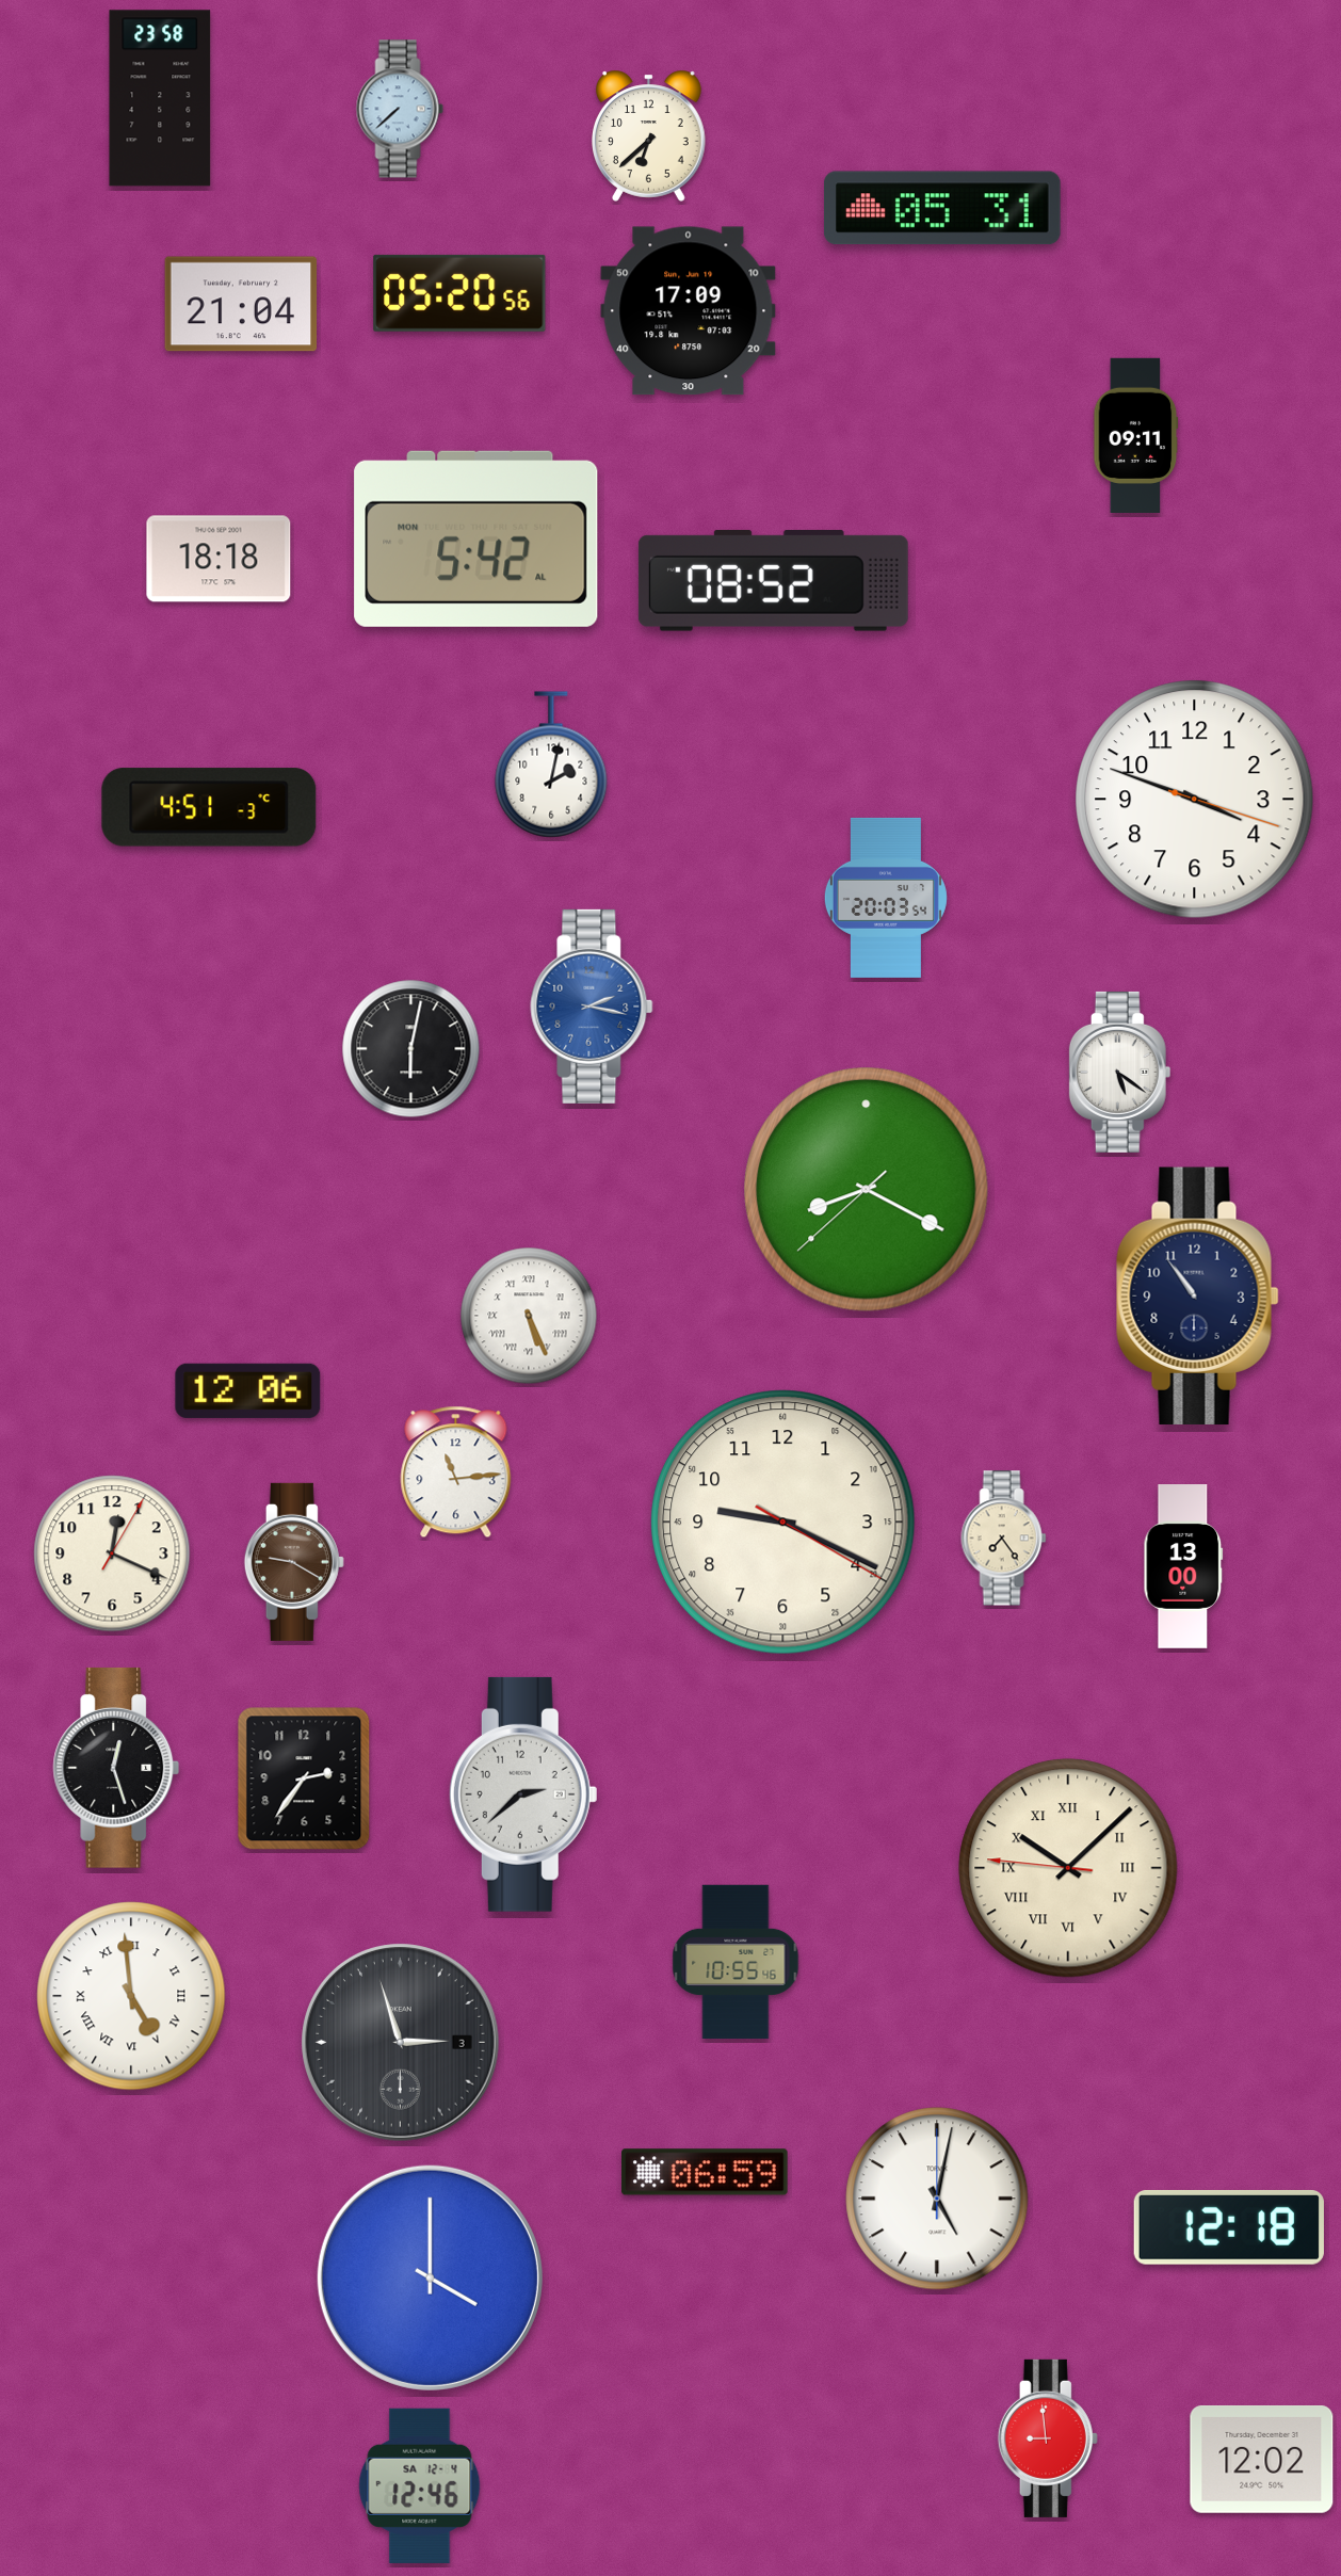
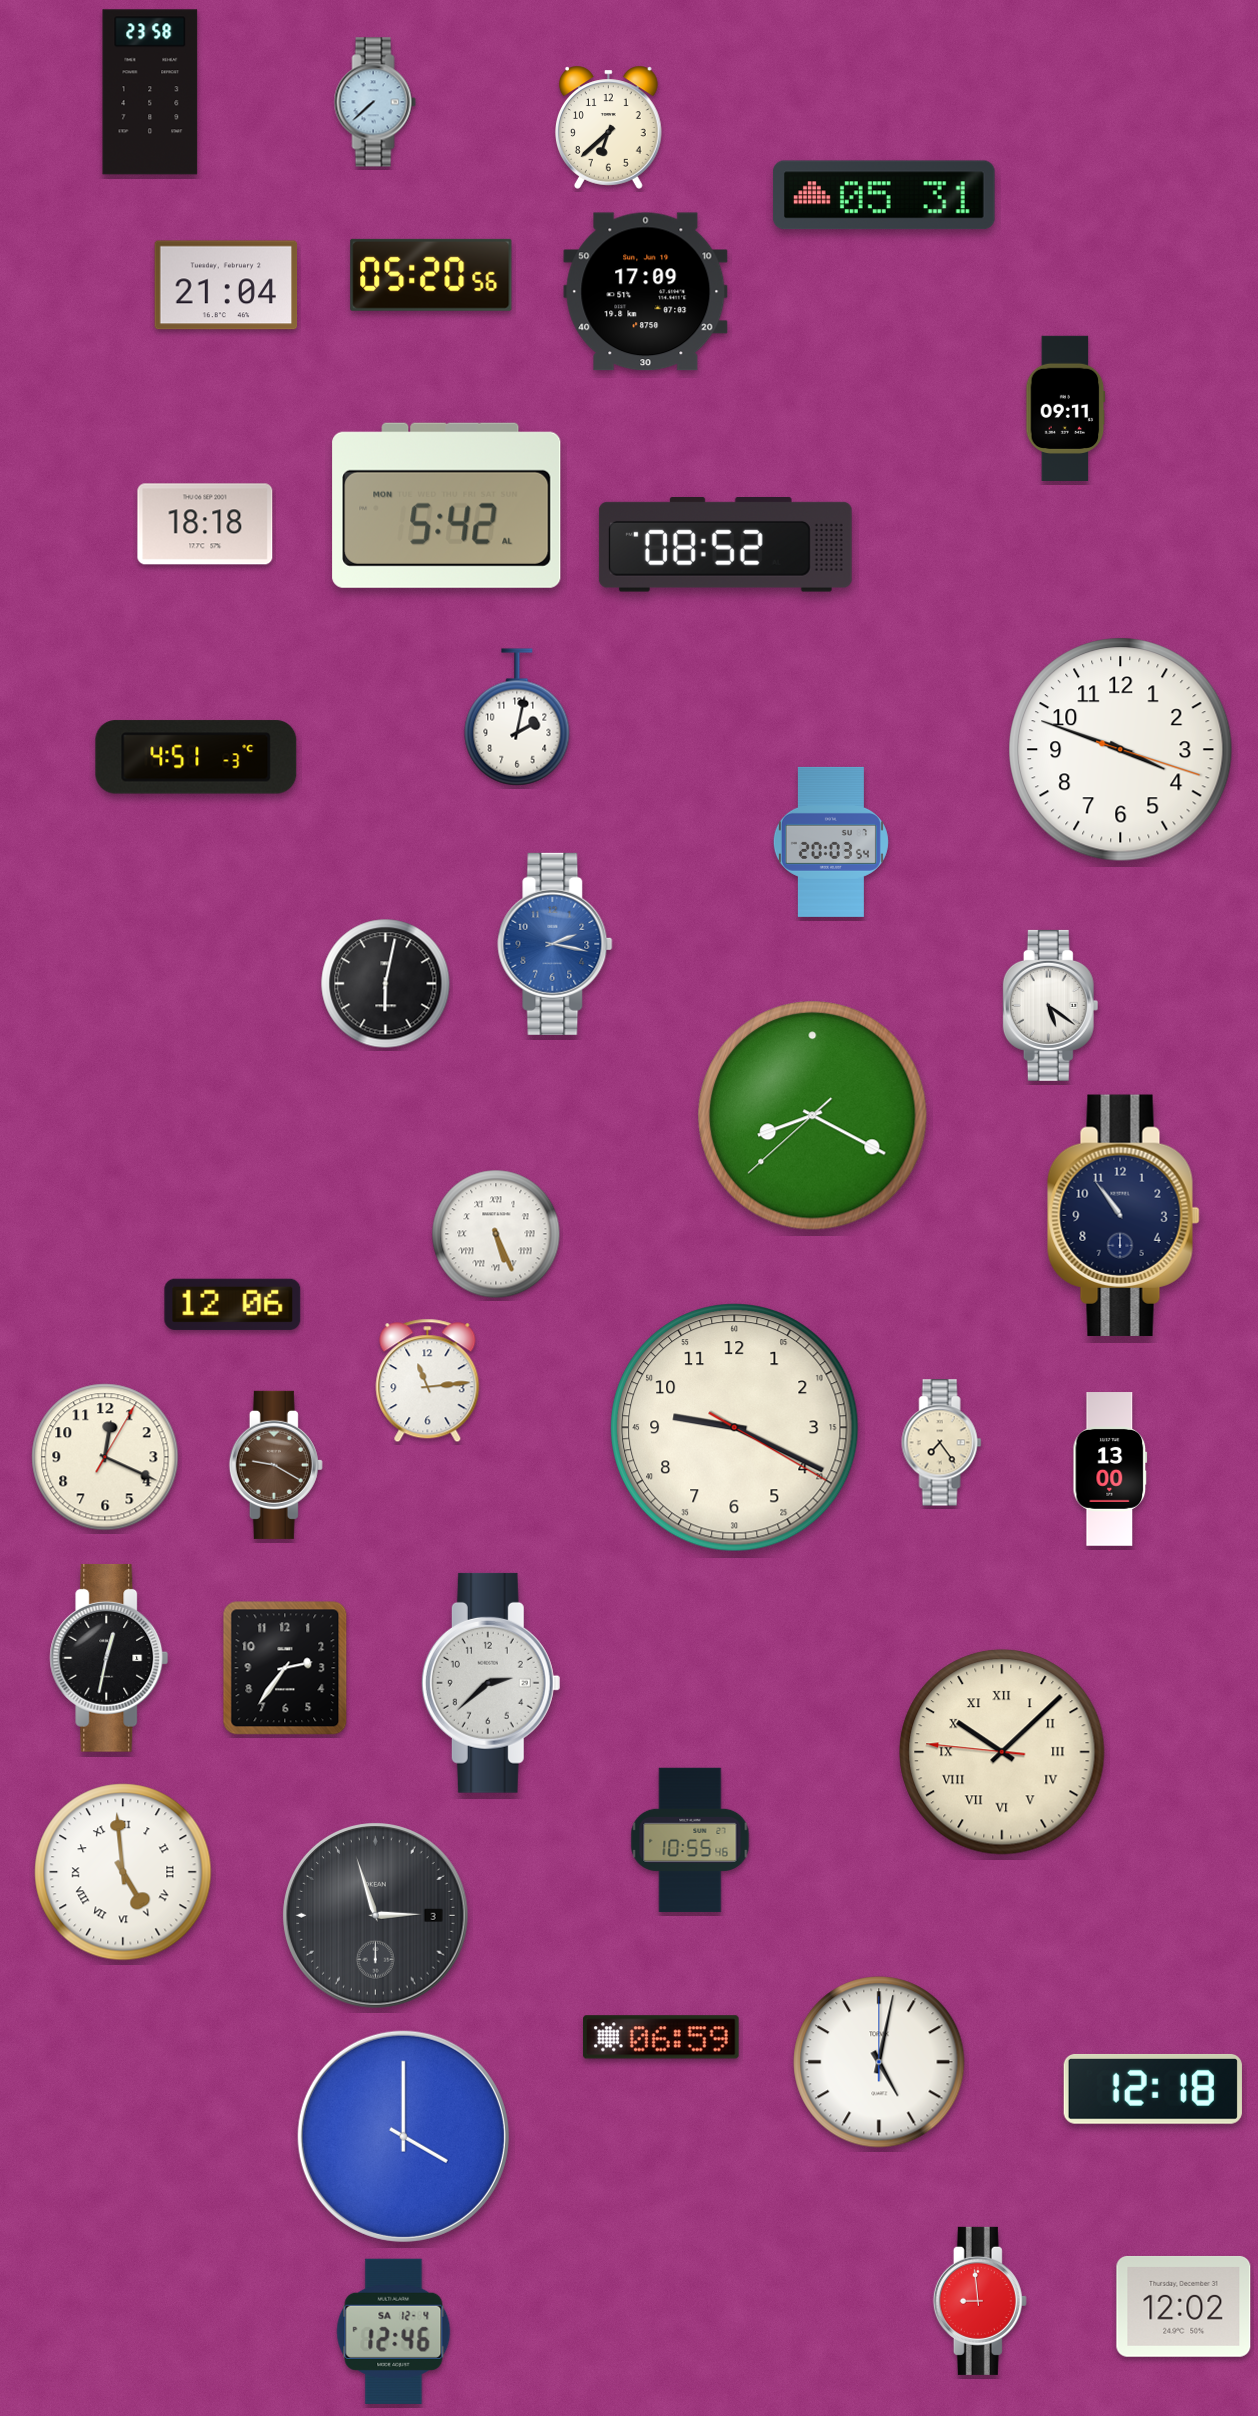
clock at (116, 1768): 12:27 -> 12:32
clock at (1048, 2438) position: (1048, 2438) -> (980, 2301)
